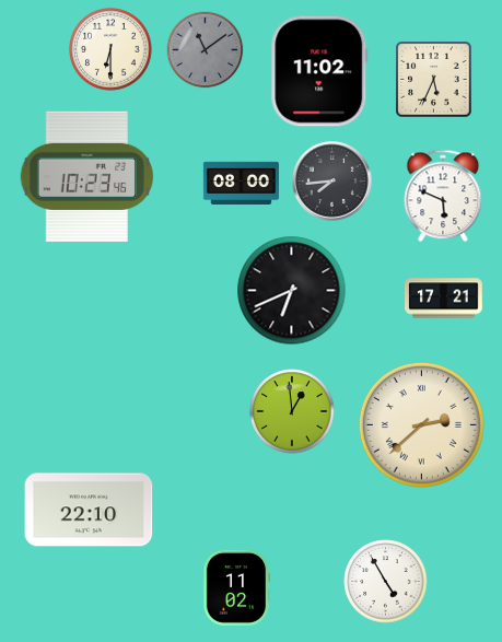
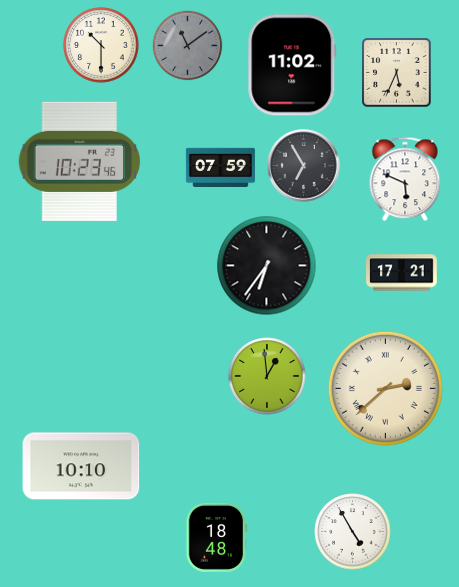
clock at (110, 49): 6:30 -> 10:30
clock at (332, 182): 7:44 -> 6:55
clock at (241, 183): 08:00 -> 07:59
clock at (292, 291): 6:41 -> 6:36
clock at (444, 299) position: (444, 299) -> (402, 273)
clock at (89, 510): 22:10 -> 10:10
clock at (236, 587): 11:02 -> 18:48
